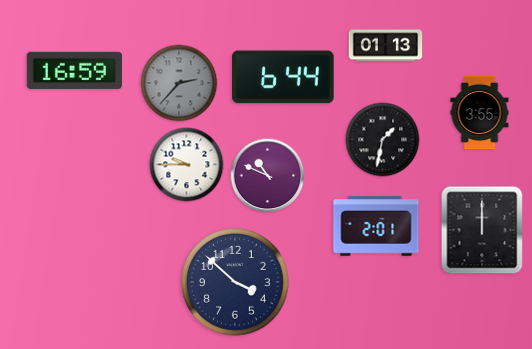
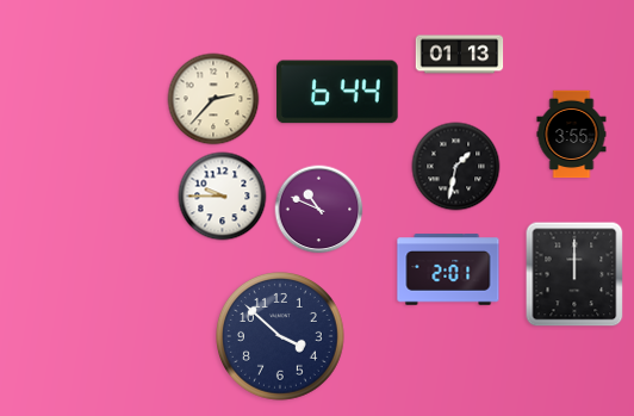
clock at (74, 70): 16:59 -> none
clock at (179, 83) dial: grey -> cream
